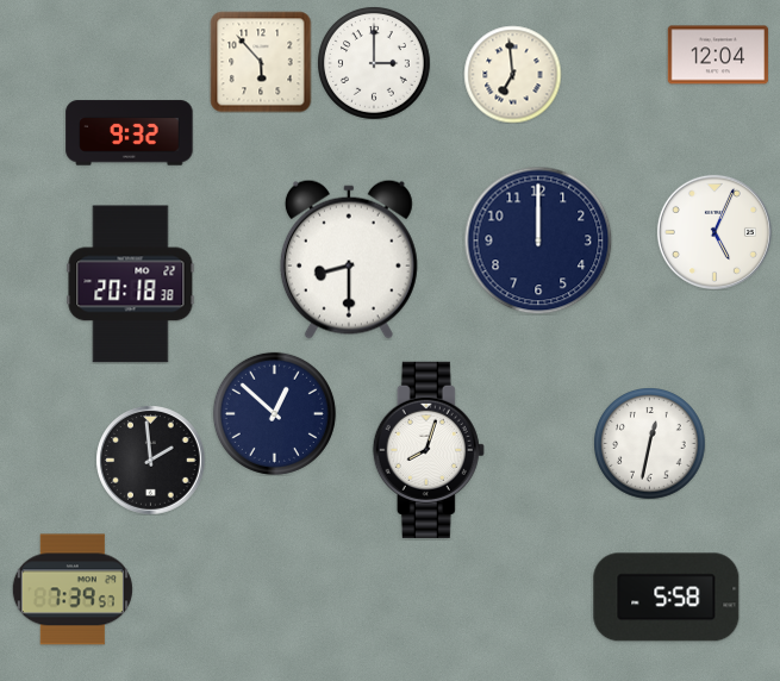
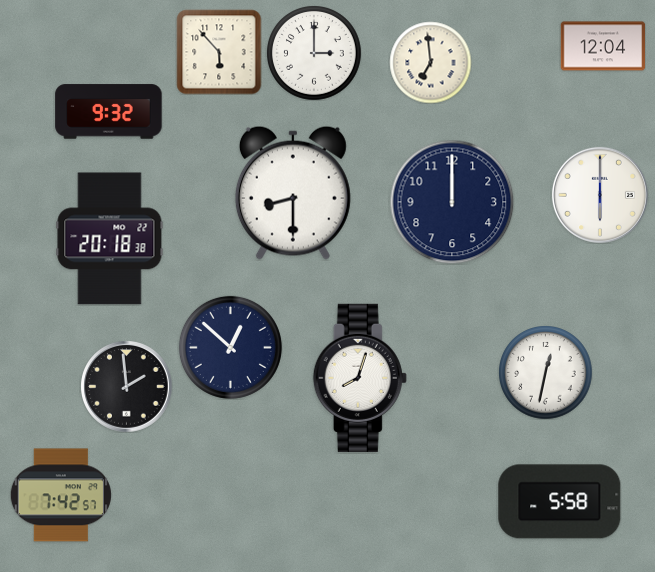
clock at (715, 232): 5:04 -> 6:00
clock at (349, 260) position: (349, 260) -> (293, 193)
clock at (73, 589): 7:39 -> 7:42
